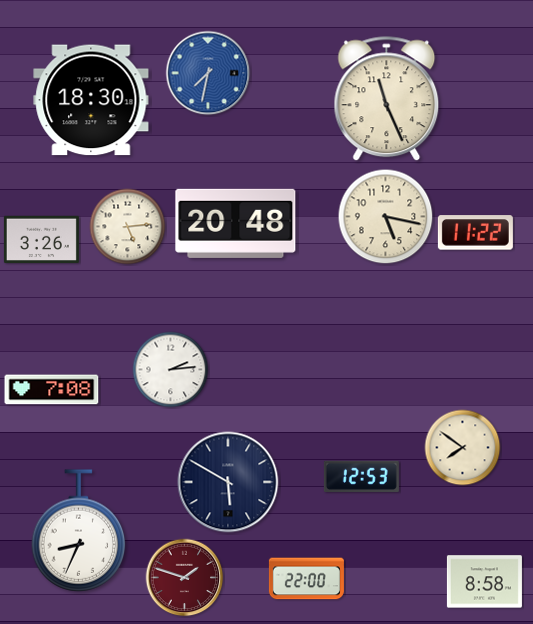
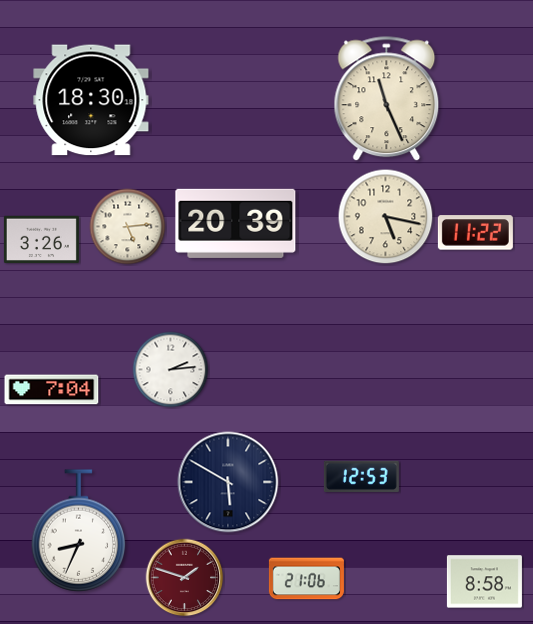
clock at (208, 73): 7:32 -> none
clock at (236, 223): 20:48 -> 20:39
clock at (52, 390): 7:08 -> 7:04
clock at (463, 448): 7:51 -> none
clock at (306, 579): 22:00 -> 21:06
